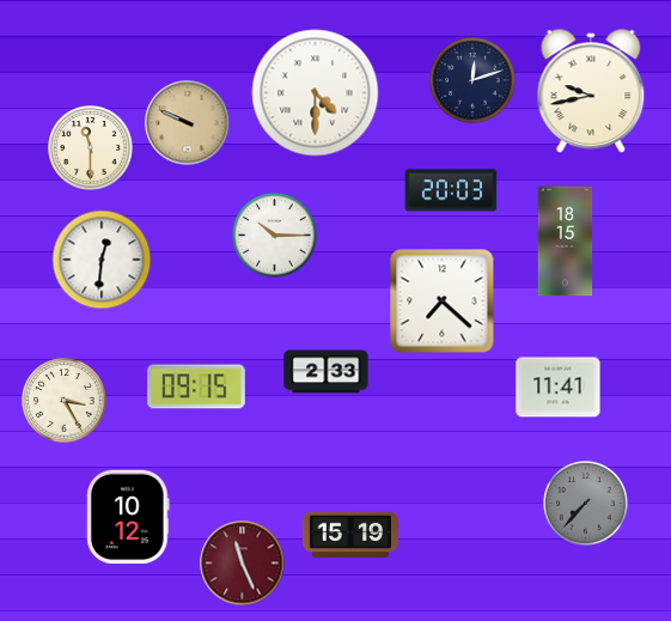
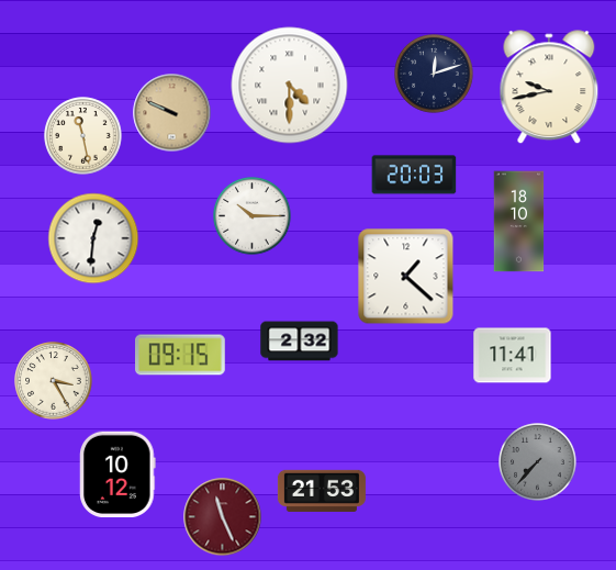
clock at (591, 92) position: (591, 92) -> (549, 88)
clock at (91, 148): 11:30 -> 11:28
clock at (566, 242): 18:15 -> 18:10
clock at (443, 302): 7:22 -> 1:22
clock at (327, 372): 2:33 -> 2:32
clock at (65, 401) position: (65, 401) -> (54, 381)
clock at (350, 535): 15:19 -> 21:53
